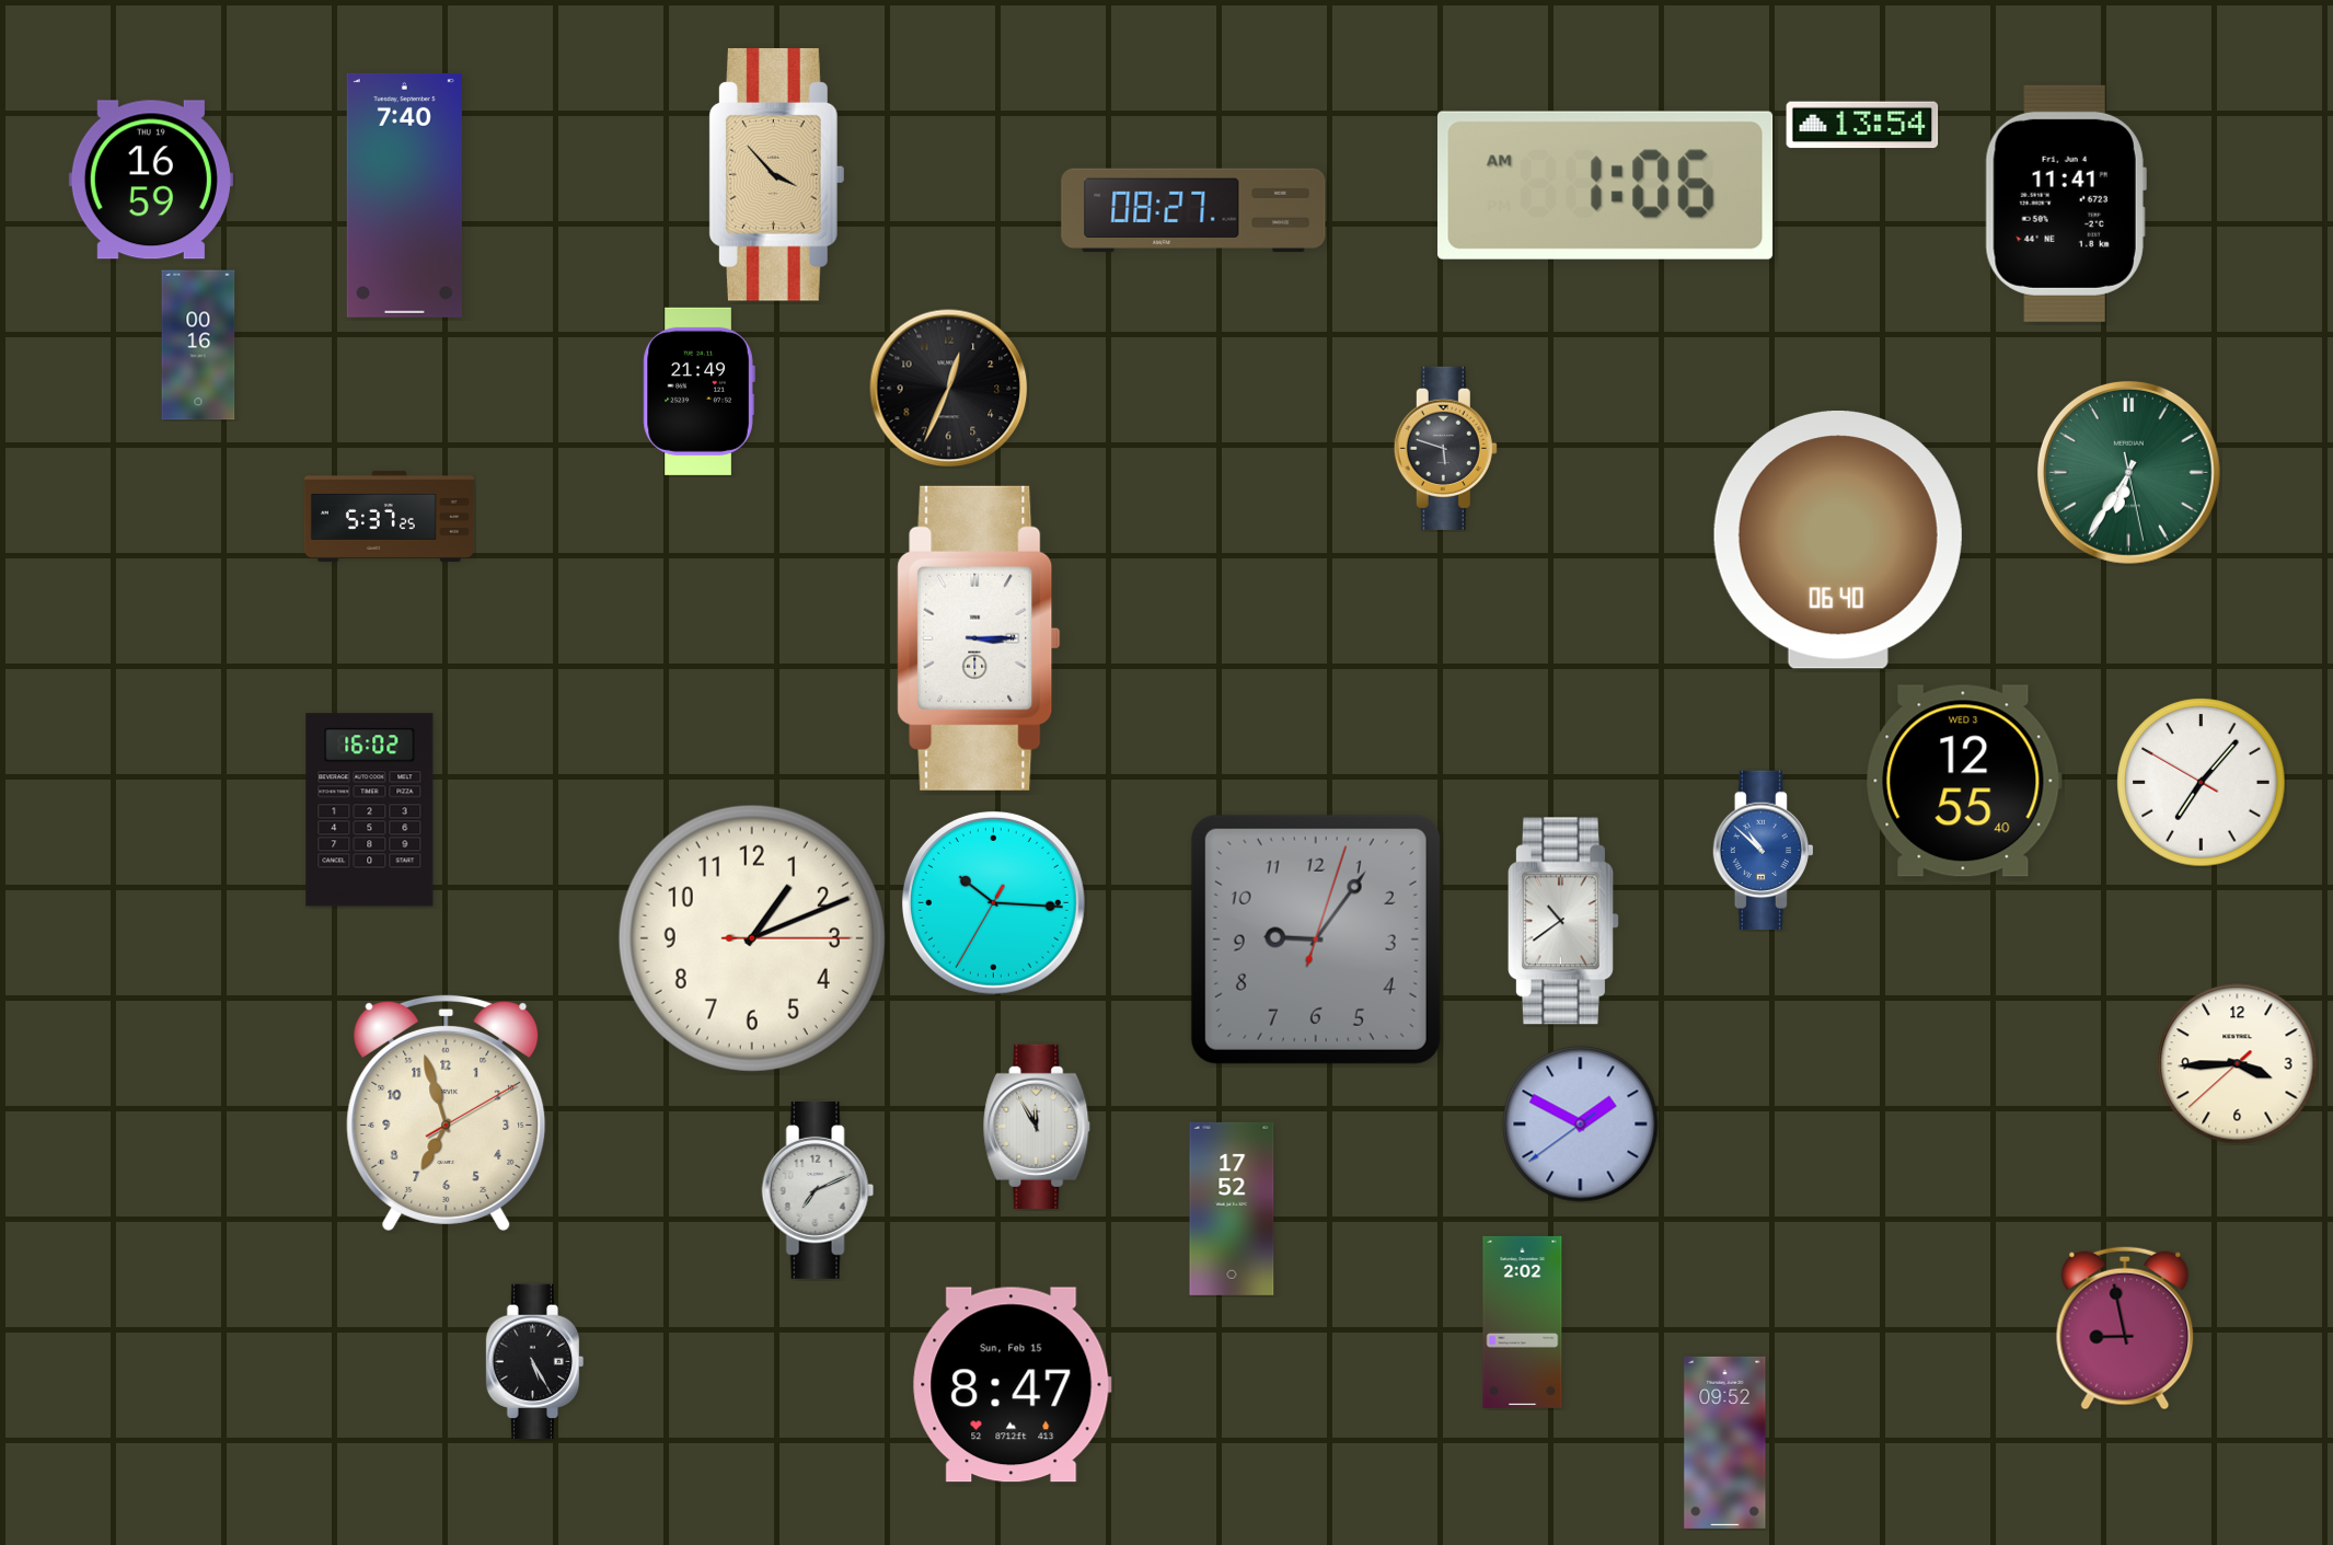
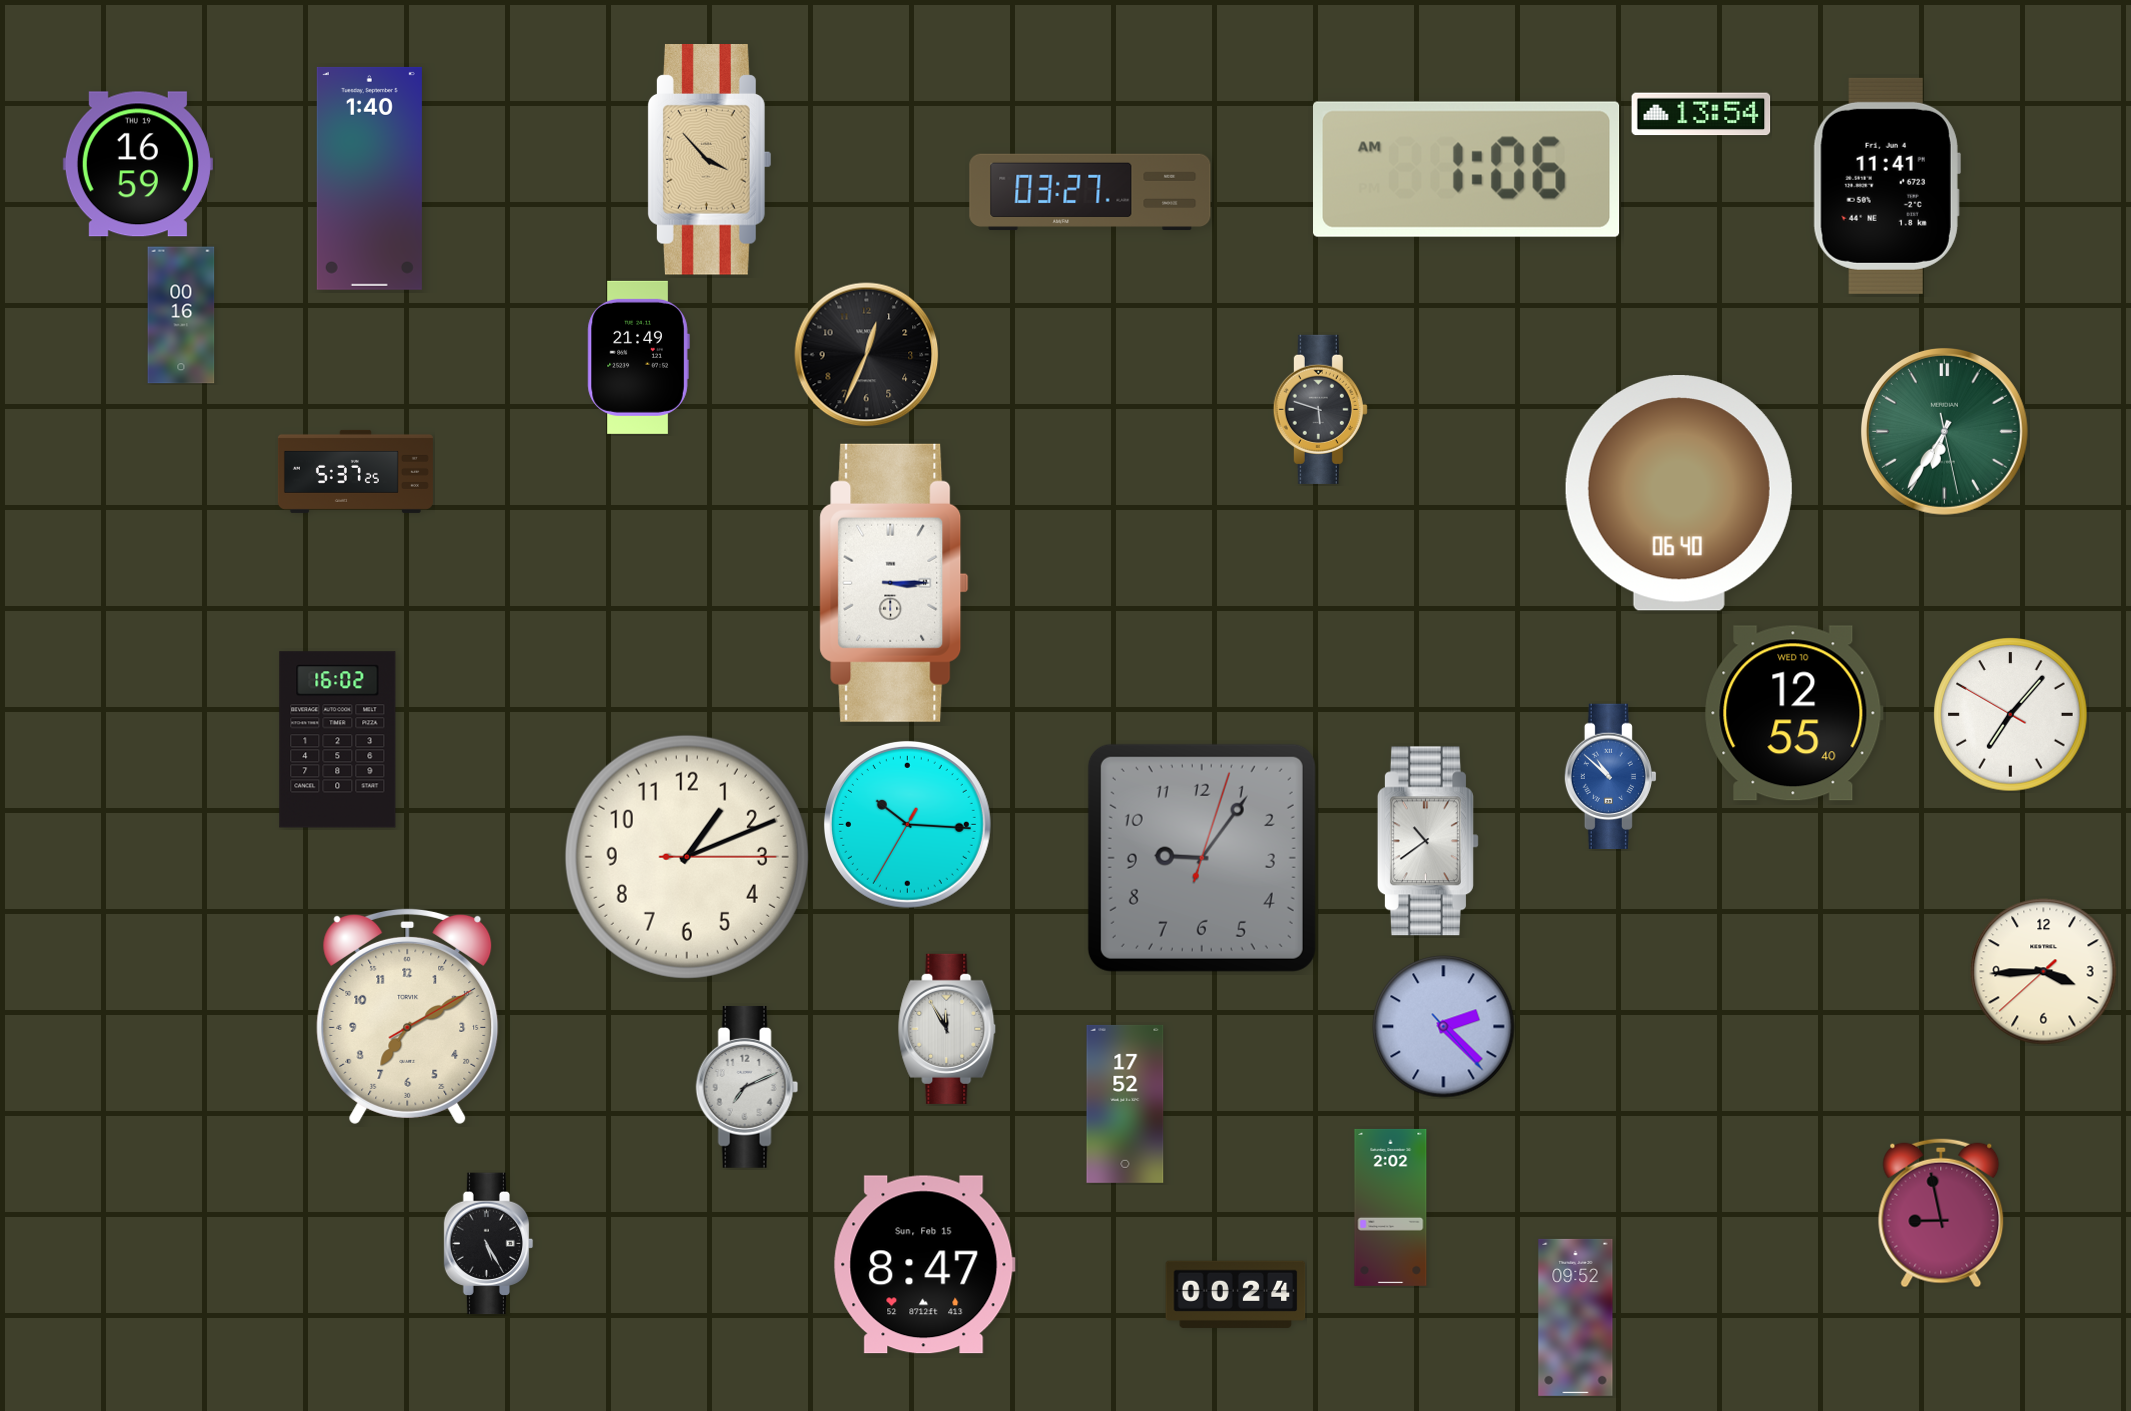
clock at (404, 195): 7:40 -> 1:40
clock at (1193, 210): 08:27 -> 03:27
clock at (1964, 781) date: WED 3 -> WED 10
clock at (447, 1112): 6:57 -> 7:10
clock at (1581, 1125): 1:49 -> 2:22
clock at (1236, 1294): none -> 00:24
